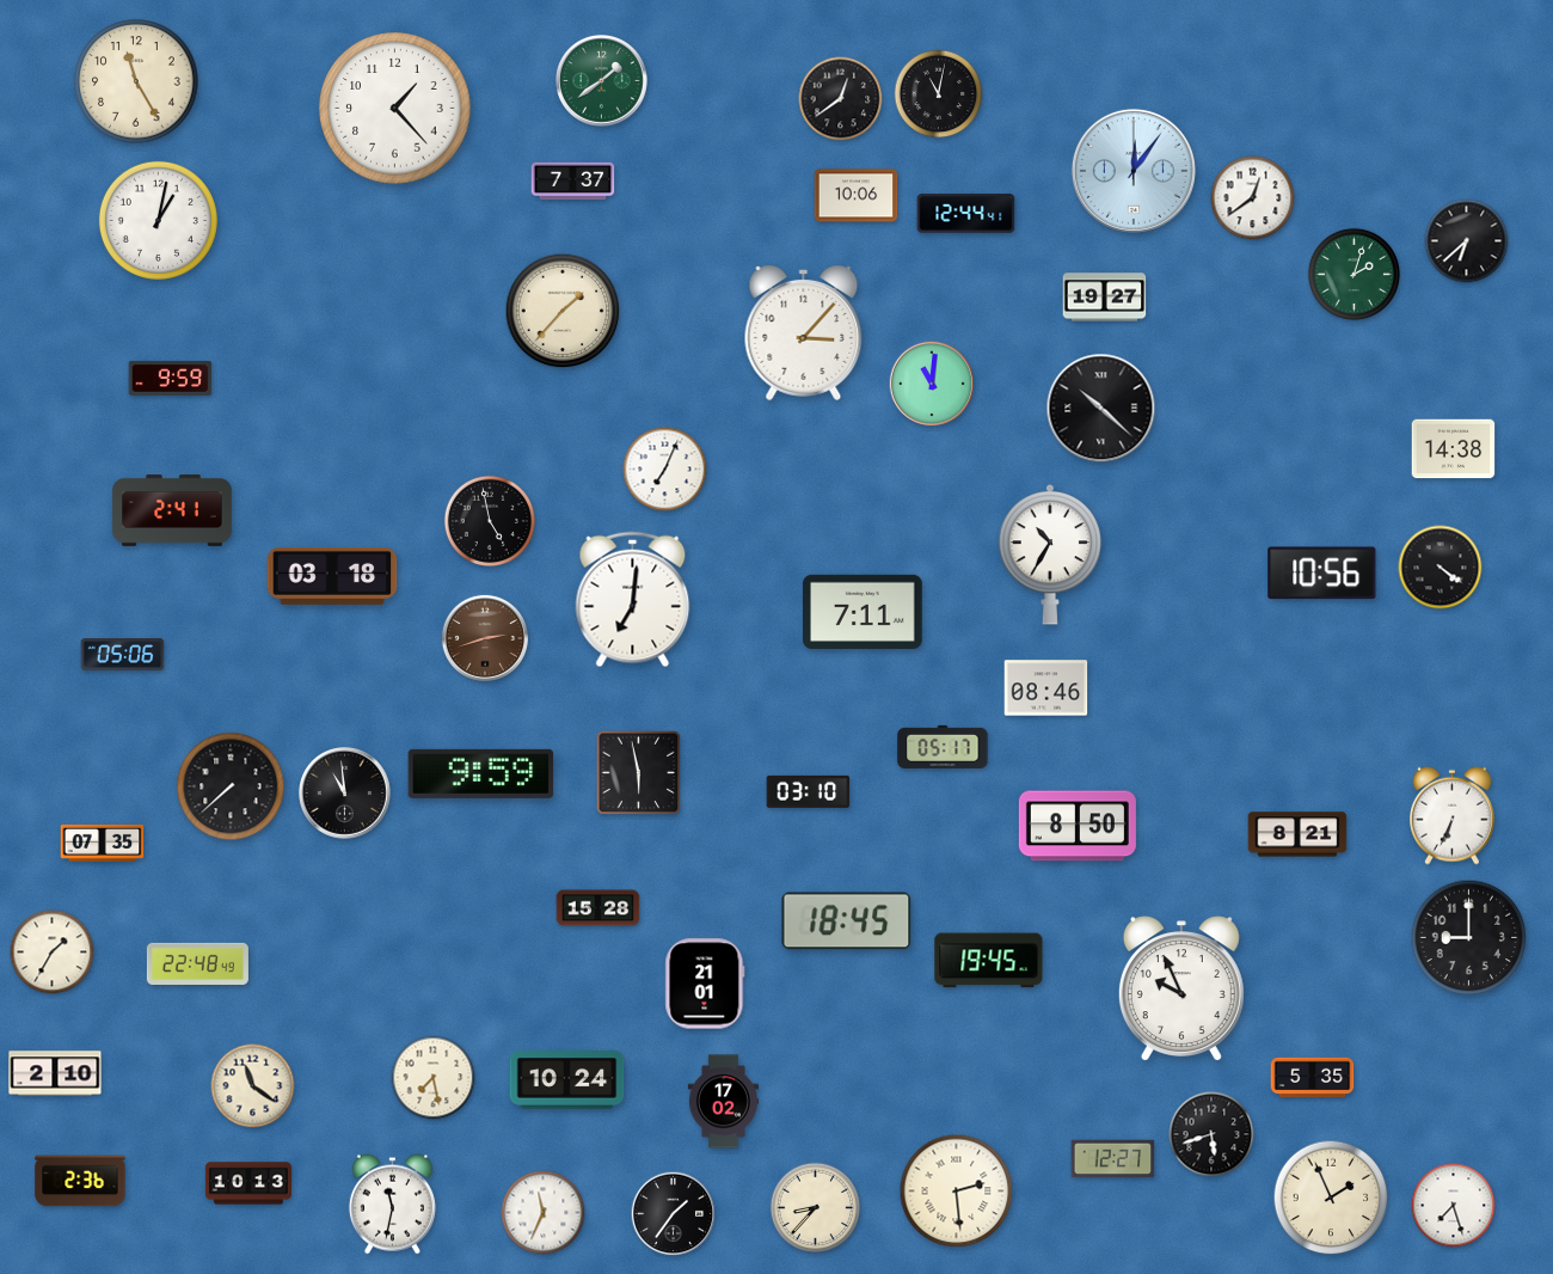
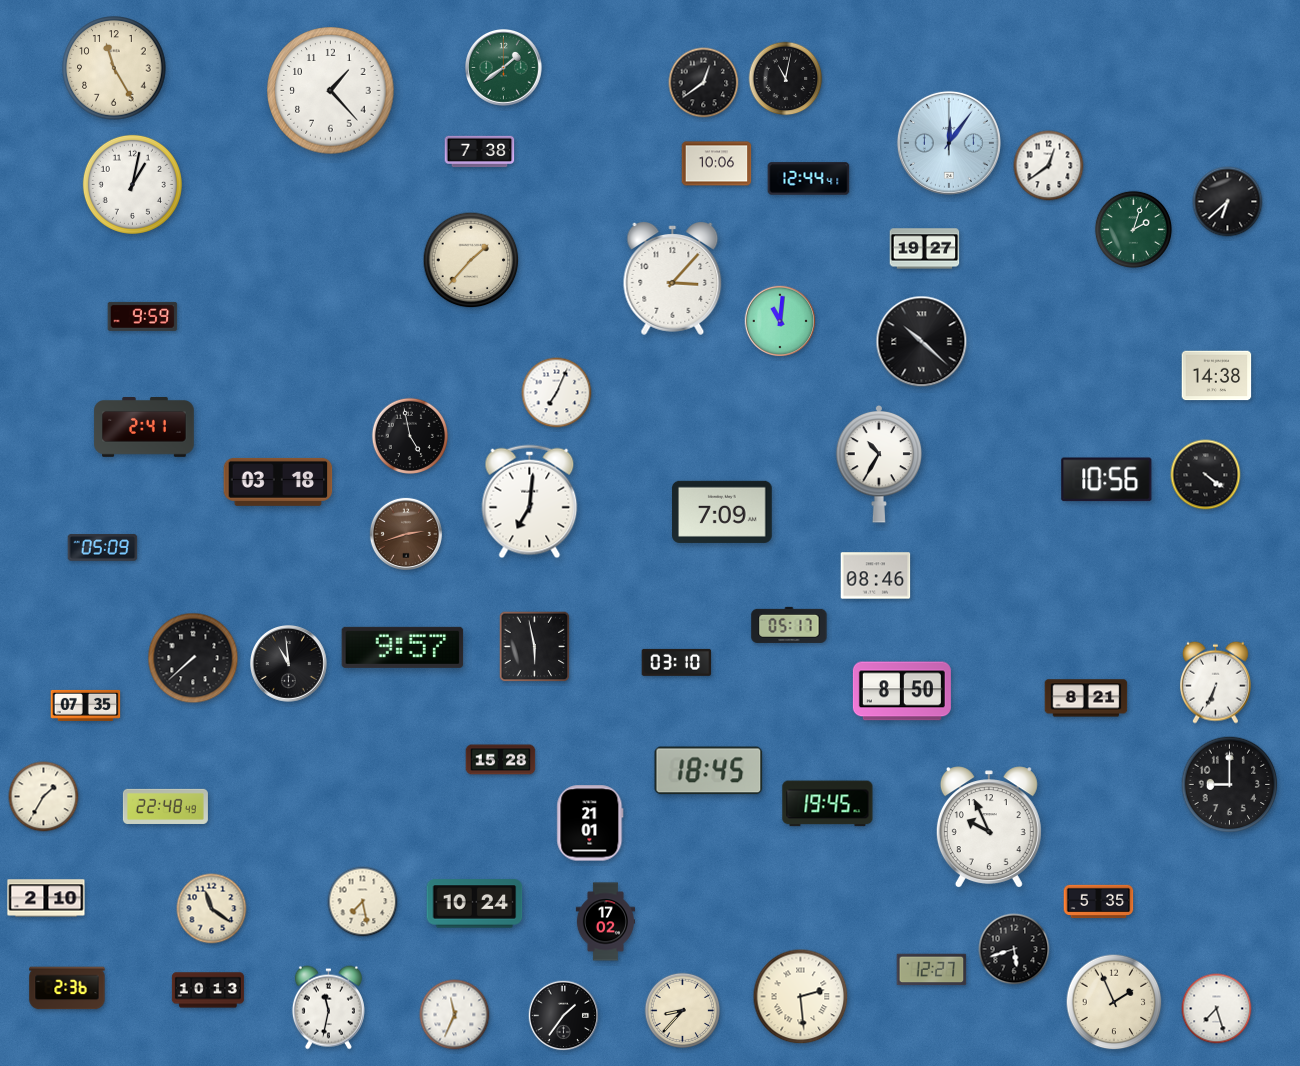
clock at (573, 182): 7:37 -> 7:38
clock at (864, 612): 7:11 -> 7:09
clock at (123, 655): 05:06 -> 05:09
clock at (481, 773): 9:59 -> 9:57
